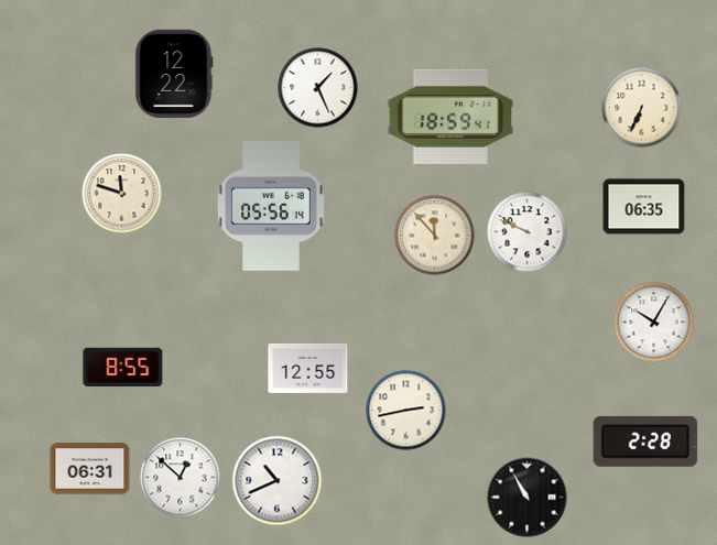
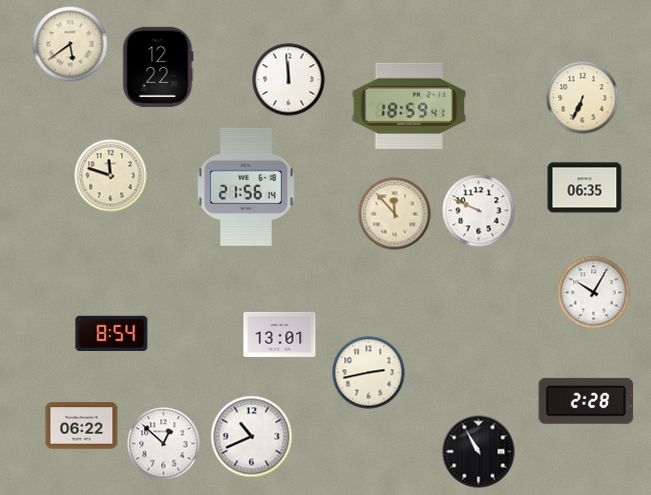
clock at (70, 44): none -> 5:39
clock at (318, 88): 1:26 -> 11:59
clock at (271, 206): 05:56 -> 21:56
clock at (123, 367): 8:55 -> 8:54
clock at (308, 368): 12:55 -> 13:01
clock at (90, 469): 06:31 -> 06:22
clock at (181, 478) position: (181, 478) -> (164, 444)
